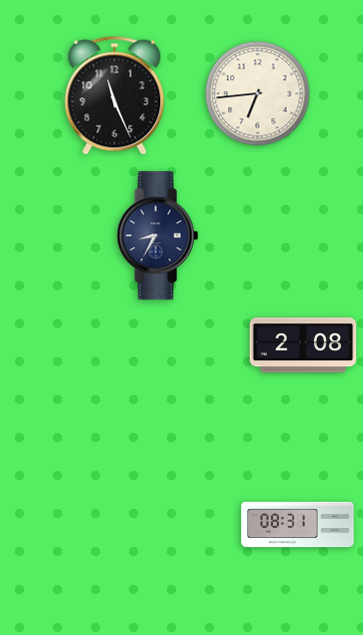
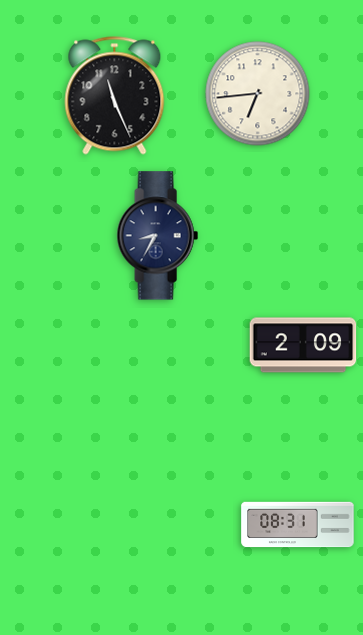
clock at (303, 345): 2:08 -> 2:09
